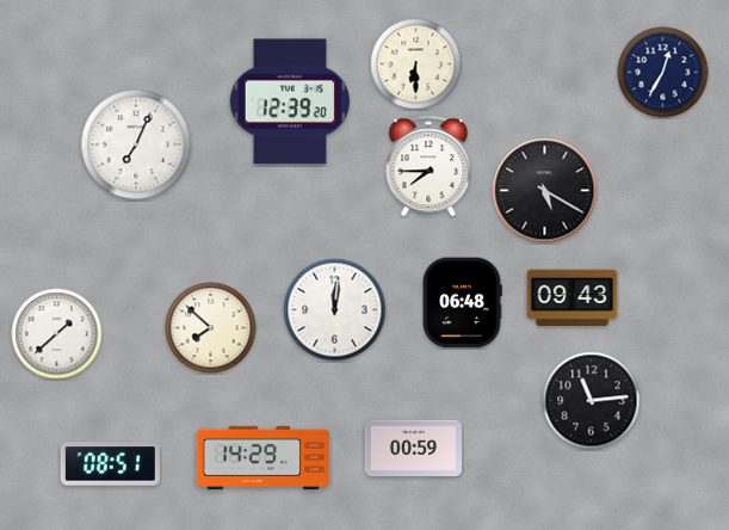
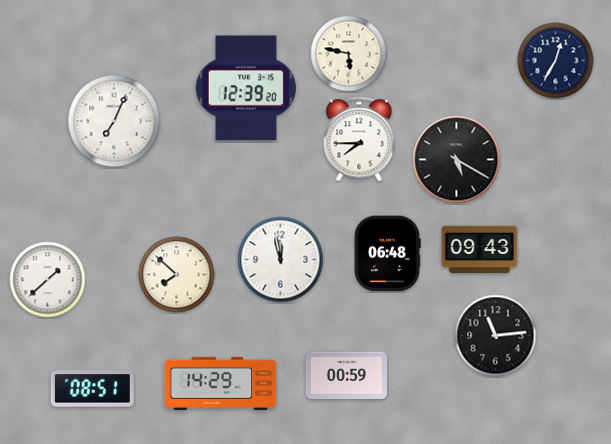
clock at (416, 64): 6:30 -> 5:47
clock at (290, 101) position: (290, 101) -> (246, 88)
clock at (335, 310): 12:01 -> 11:58
